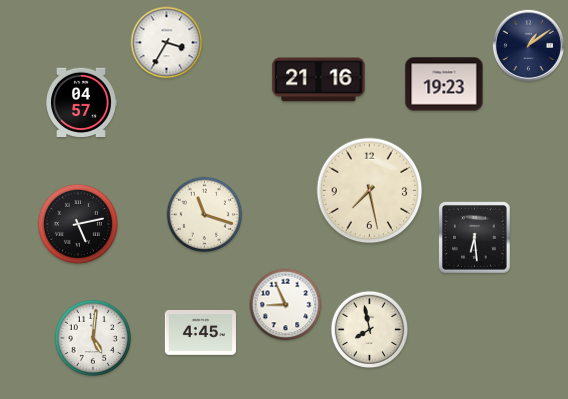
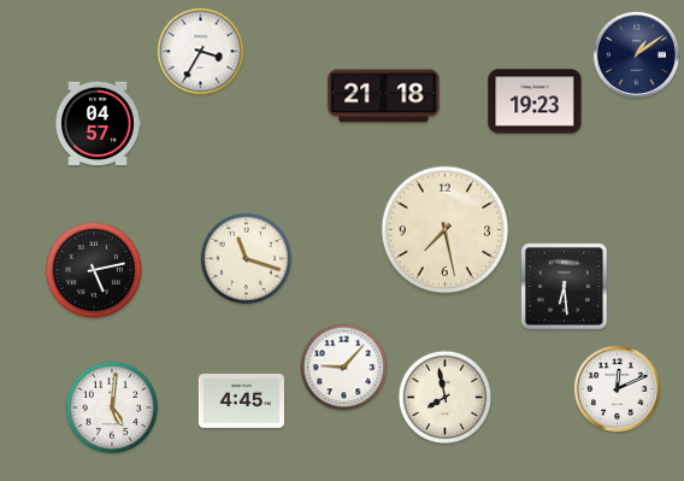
clock at (319, 80): 21:16 -> 21:18
clock at (475, 238) position: (475, 238) -> (565, 287)
clock at (286, 305): 8:56 -> 9:07
clock at (617, 388): none -> 12:11
